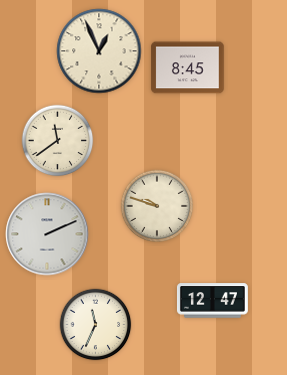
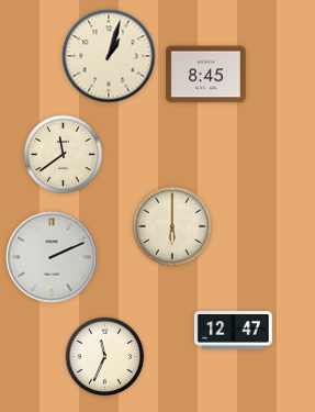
clock at (99, 51): 12:56 -> 1:03
clock at (157, 206): 9:48 -> 6:00
